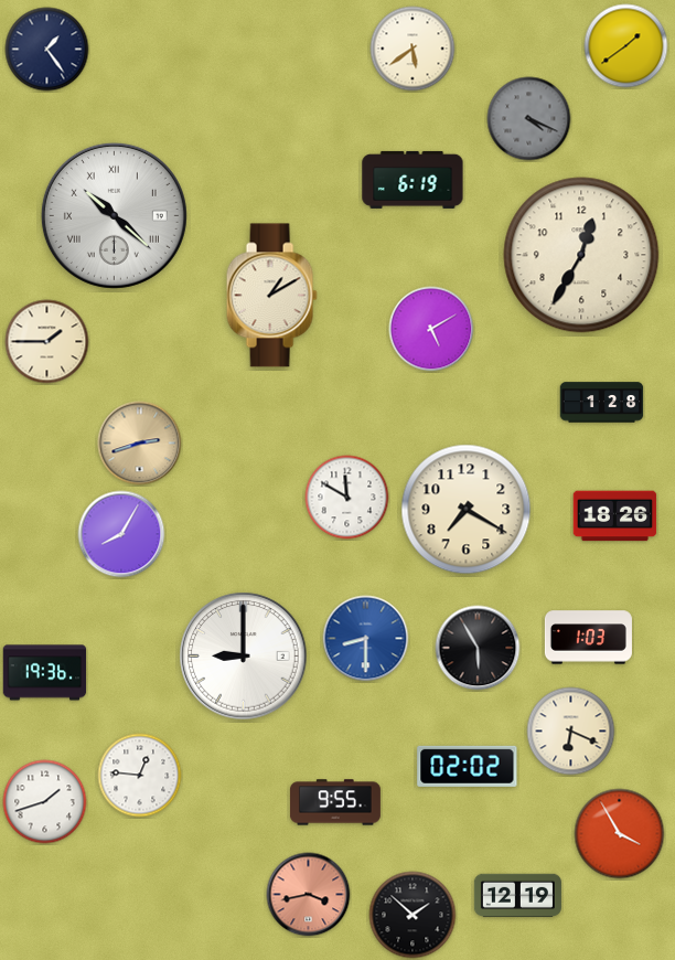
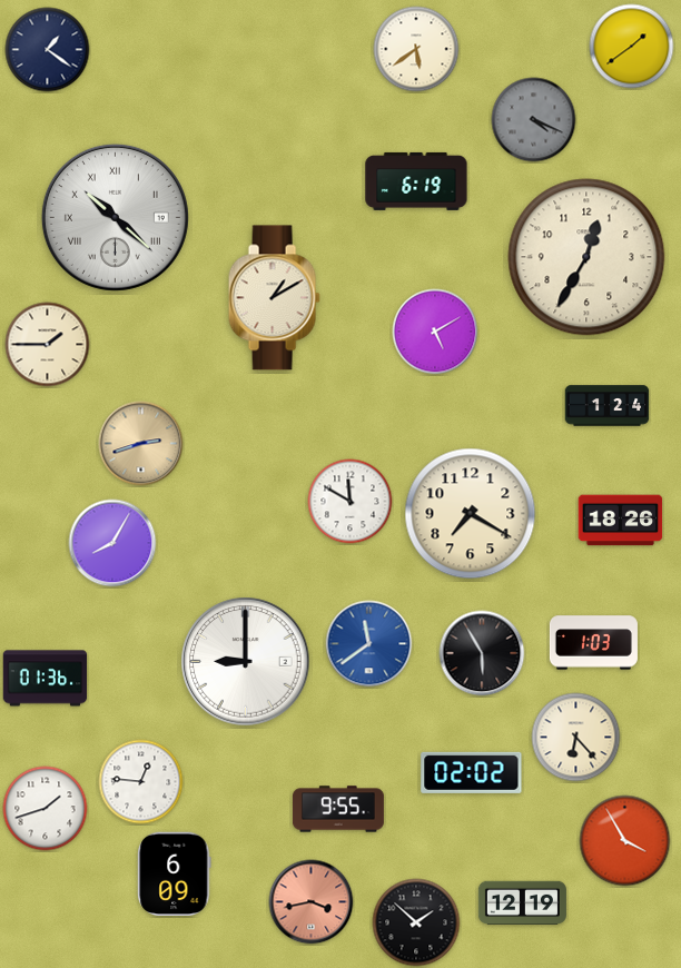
clock at (47, 50): 1:24 -> 1:21
clock at (602, 403): 1:28 -> 1:24
clock at (140, 444) position: (140, 444) -> (141, 444)
clock at (121, 534) position: (121, 534) -> (112, 543)
clock at (366, 639): 8:30 -> 11:39
clock at (45, 673): 19:36 -> 01:36
clock at (571, 732): 6:19 -> 6:23
clock at (175, 875): none -> 6:09
